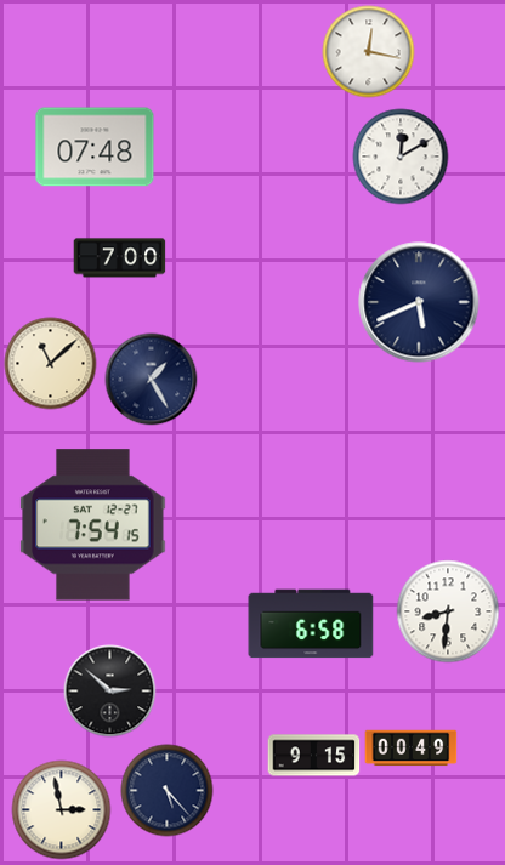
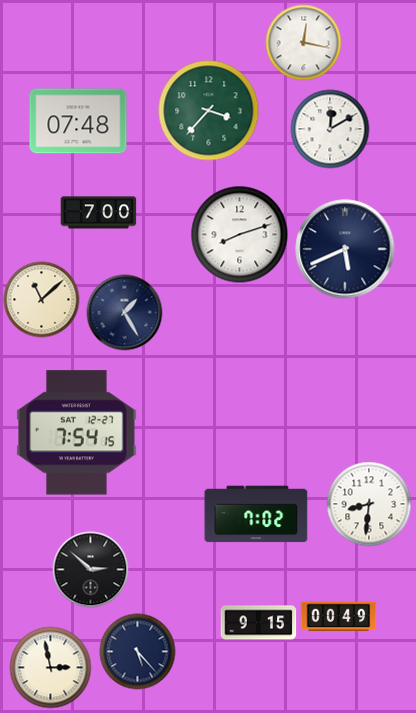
clock at (209, 111): none -> 3:37
clock at (240, 235): none -> 8:12
clock at (311, 624): 6:58 -> 7:02
